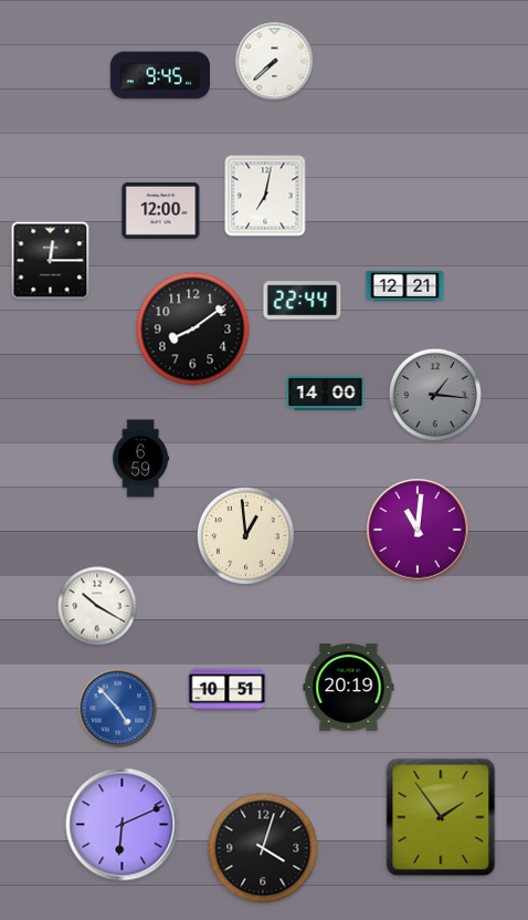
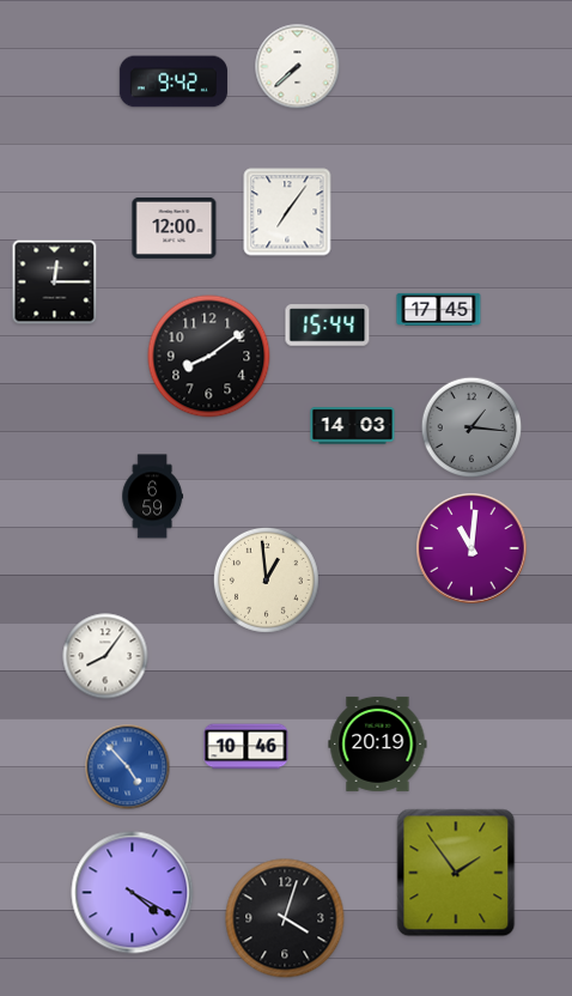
clock at (160, 75): 9:45 -> 9:42
clock at (265, 196): 7:02 -> 7:06
clock at (405, 285): 12:21 -> 17:45
clock at (303, 301): 22:44 -> 15:44
clock at (326, 394): 14:00 -> 14:03
clock at (418, 530) position: (418, 530) -> (471, 548)
clock at (97, 606): 10:20 -> 8:06
clock at (228, 690): 10:51 -> 10:46
clock at (441, 817) position: (441, 817) -> (456, 873)
clock at (123, 825): 6:11 -> 4:20
